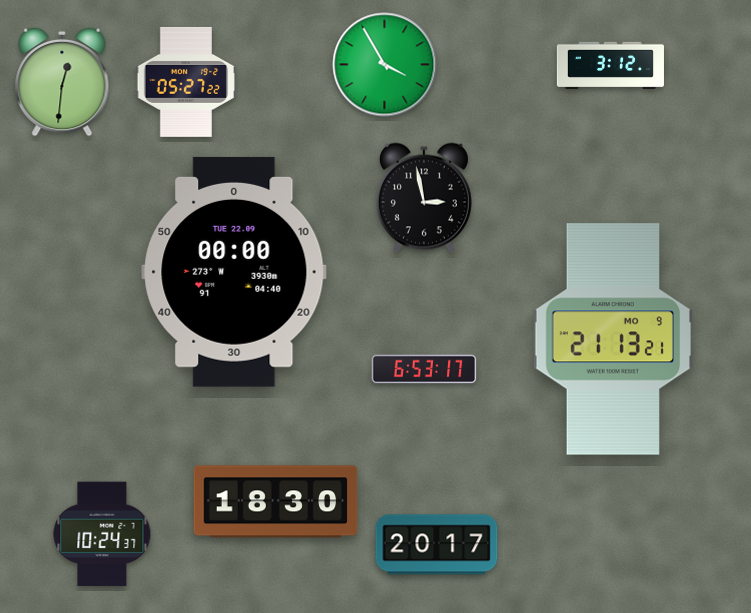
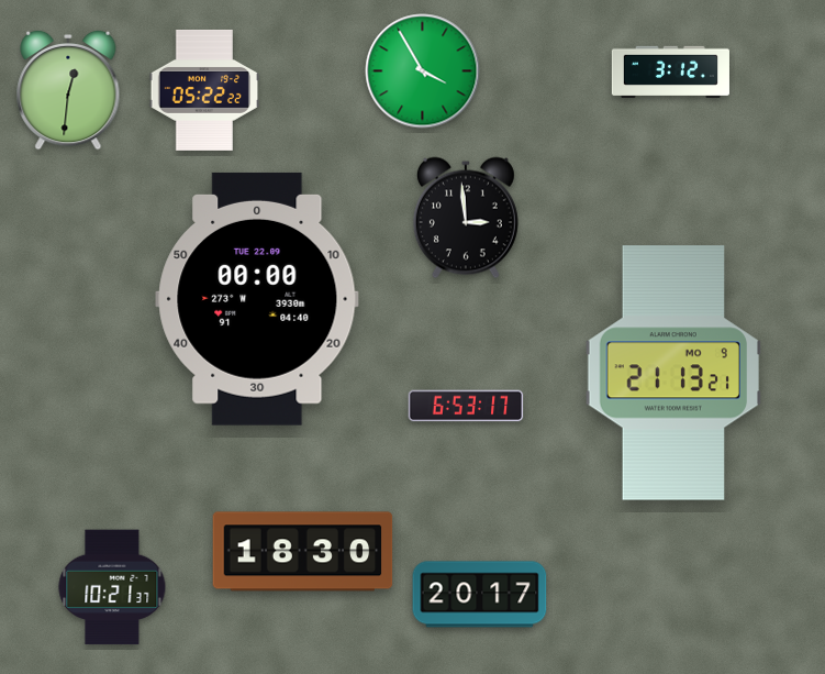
clock at (185, 82): 05:27 -> 05:22
clock at (424, 198): 2:58 -> 2:59
clock at (102, 534): 10:24 -> 10:21
clock at (437, 545) position: (437, 545) -> (480, 595)
